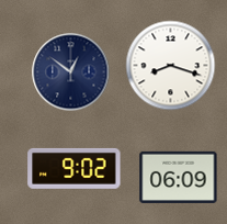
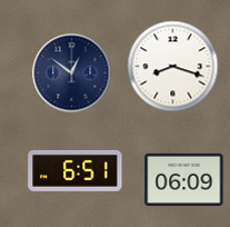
clock at (75, 168): 9:02 -> 6:51
clock at (179, 177) position: (179, 177) -> (184, 179)
